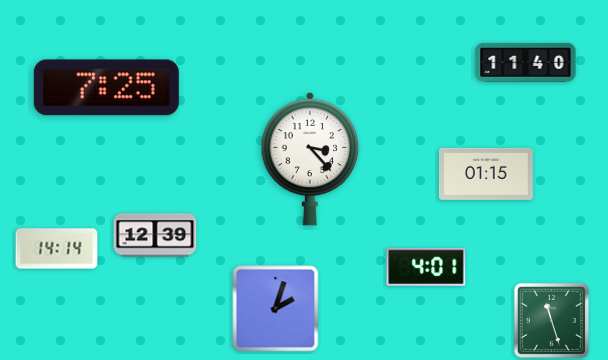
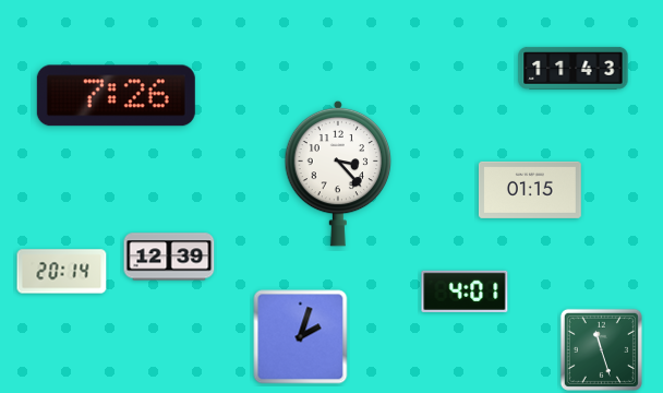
clock at (526, 62): 11:40 -> 11:43
clock at (106, 88): 7:25 -> 7:26
clock at (57, 249): 14:14 -> 20:14
